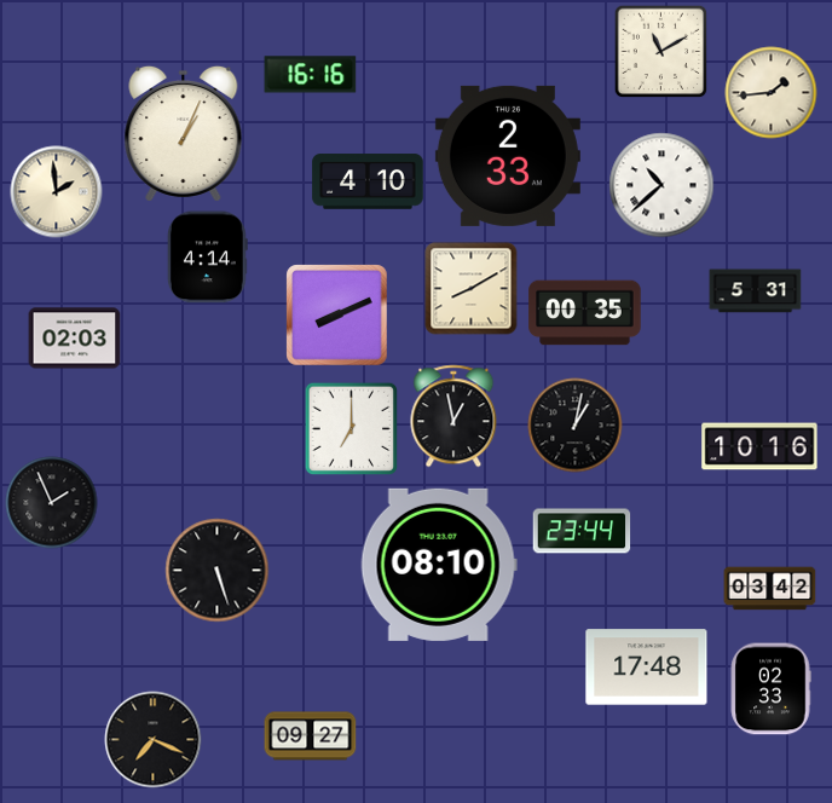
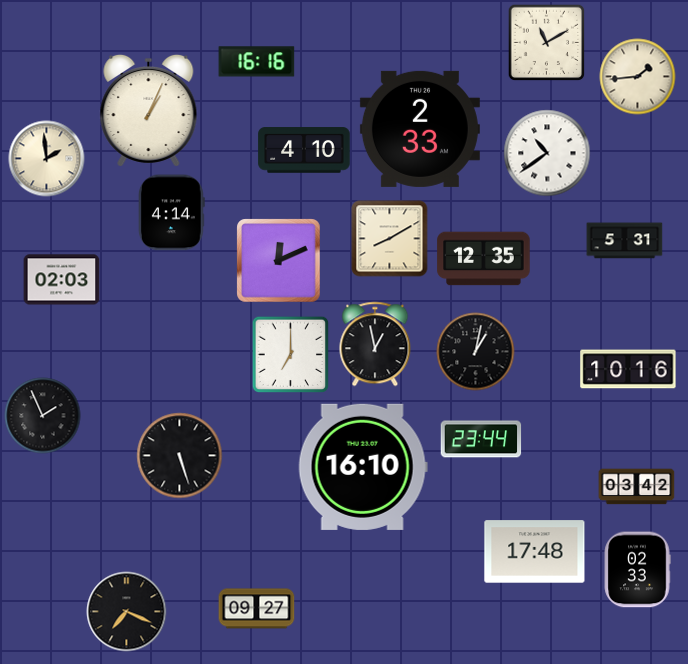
clock at (184, 133) position: (184, 133) -> (149, 110)
clock at (661, 185): 10:38 -> 10:39
clock at (585, 313): 00:35 -> 12:35
clock at (337, 316): 8:11 -> 12:11
clock at (439, 565): 08:10 -> 16:10
clock at (218, 571) position: (218, 571) -> (180, 456)
